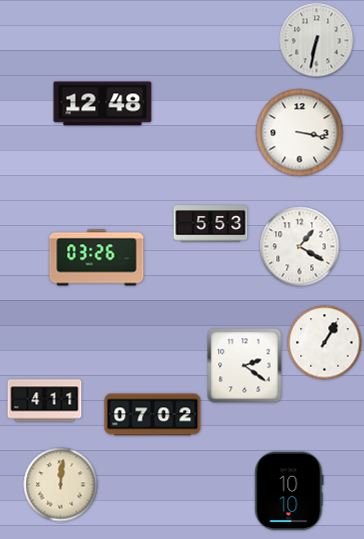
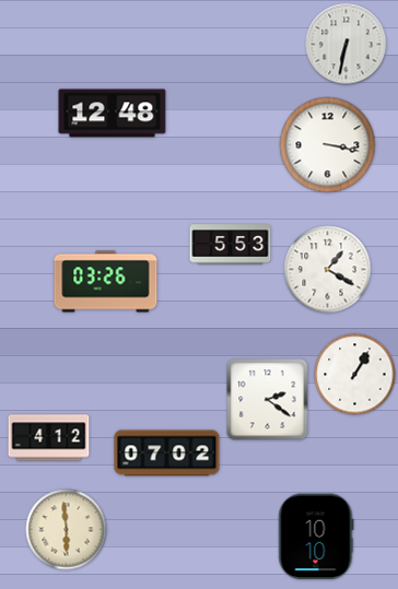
clock at (45, 401): 4:11 -> 4:12
clock at (61, 485): 12:01 -> 5:59
